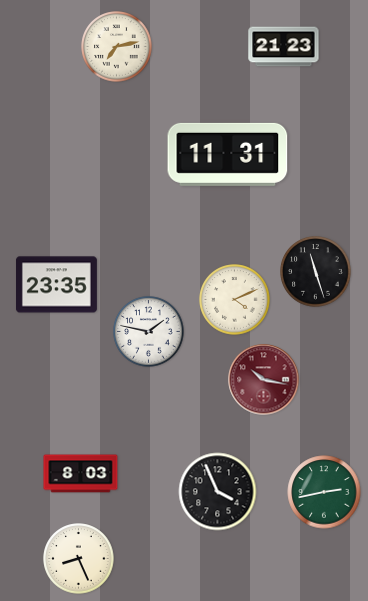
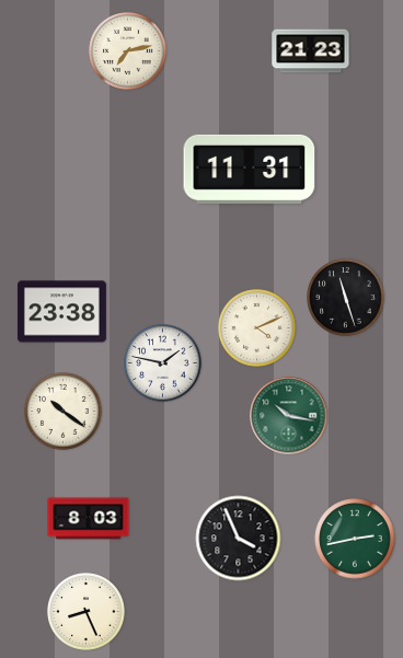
clock at (56, 285): 23:35 -> 23:38
clock at (64, 412): none -> 10:21
clock at (264, 380) dial: burgundy -> green
